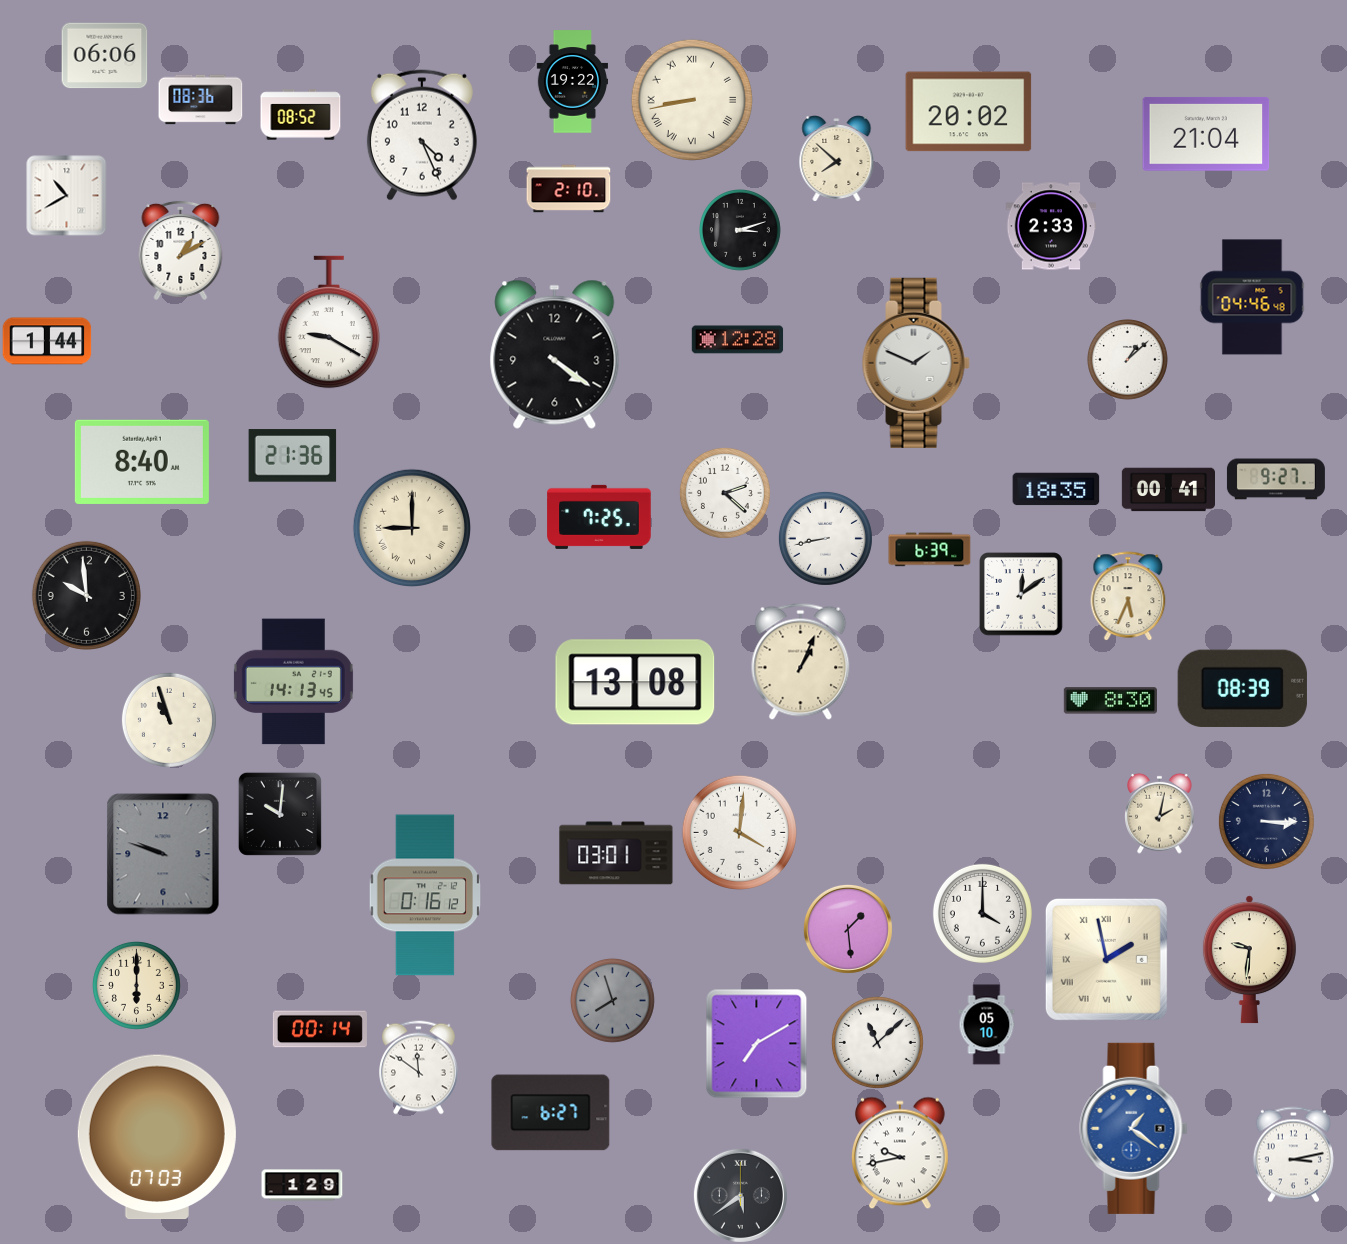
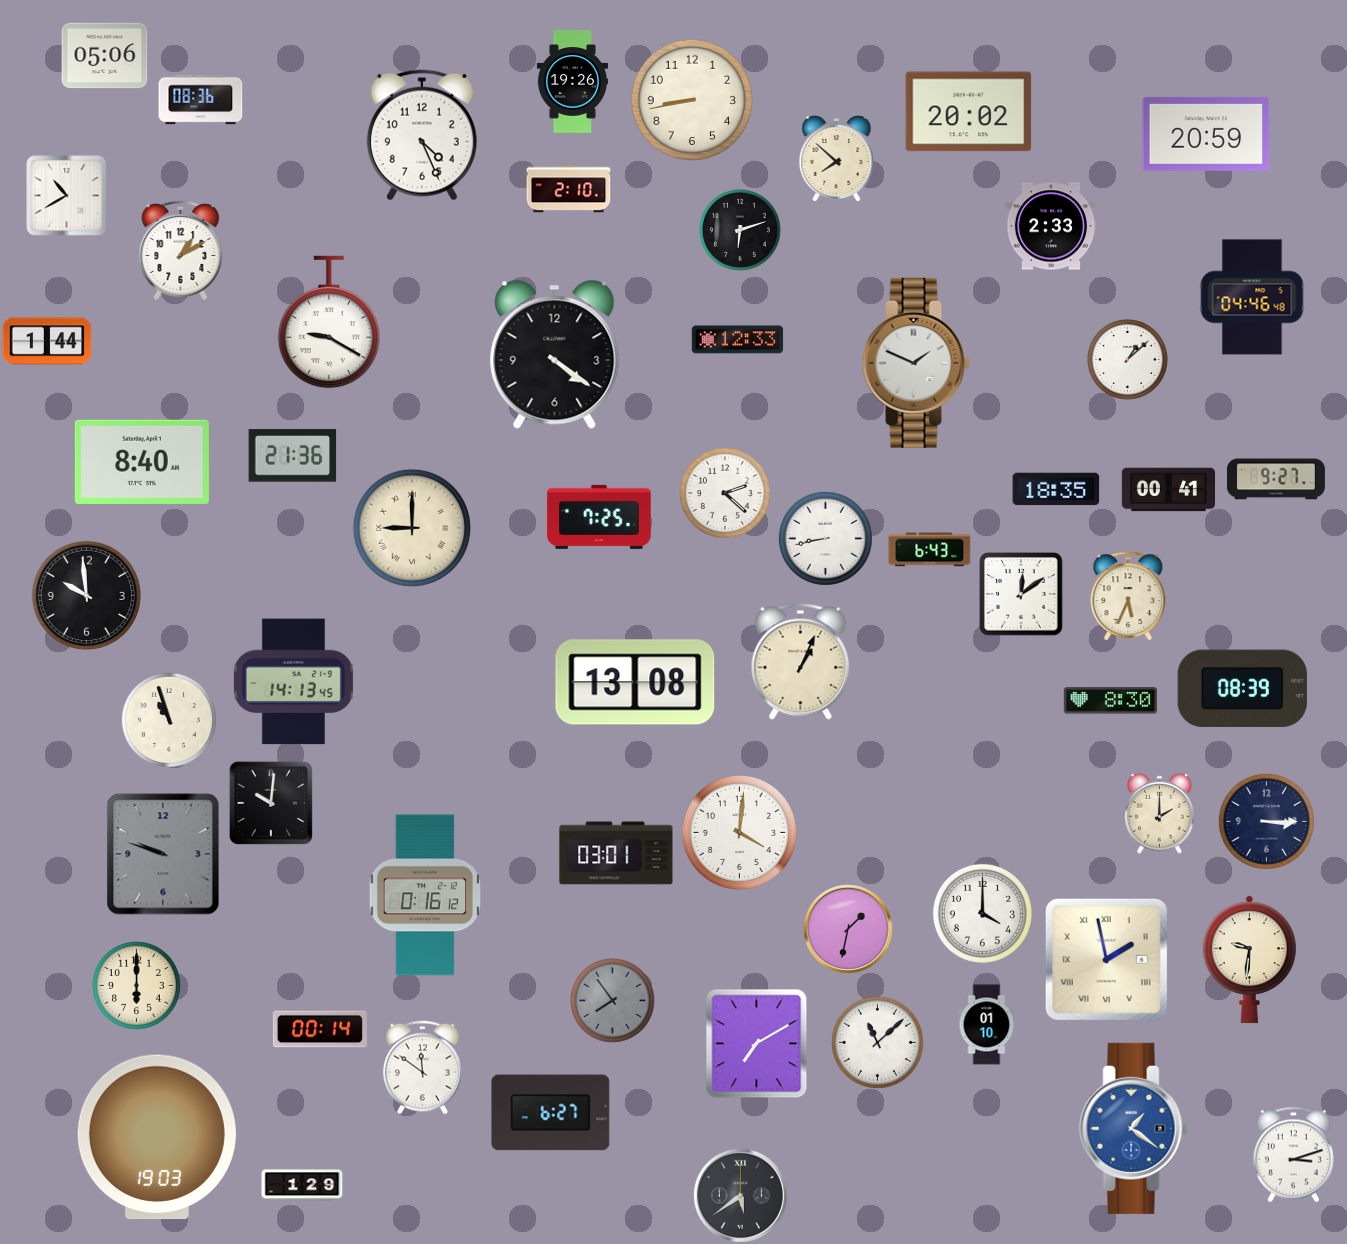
clock at (105, 56): 06:06 -> 05:06
clock at (573, 82): 19:22 -> 19:26
clock at (691, 99) numerals: Roman -> Arabic
clock at (301, 115): 08:52 -> none
clock at (1206, 134): 21:04 -> 20:59
clock at (741, 231): 3:12 -> 6:12
clock at (738, 340): 12:28 -> 12:33
clock at (930, 550): 6:39 -> 6:43
clock at (1160, 813): 2:02 -> 2:00
clock at (280, 814) position: (280, 814) -> (271, 803)
clock at (848, 929): 1:29 -> 1:32
clock at (612, 1000): 7:57 -> 7:54
clock at (987, 1025): 05:10 -> 01:10
clock at (419, 1068) position: (419, 1068) -> (423, 1068)
clock at (157, 1137): 07:03 -> 19:03
clock at (900, 1153): 9:43 -> none
clock at (1293, 1155): 3:13 -> 3:12
